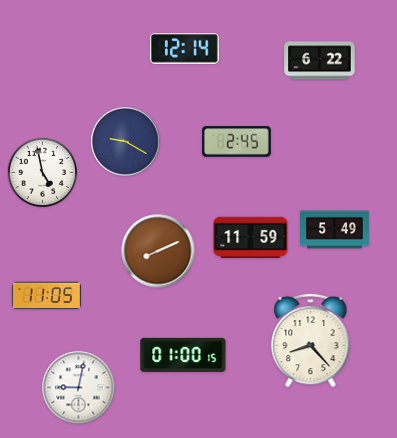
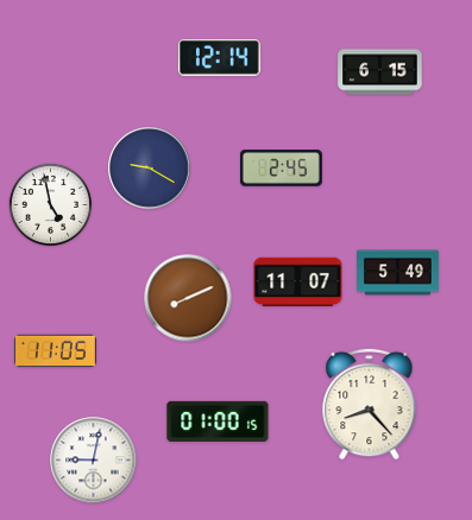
clock at (320, 61): 6:22 -> 6:15
clock at (251, 238): 11:59 -> 11:07
